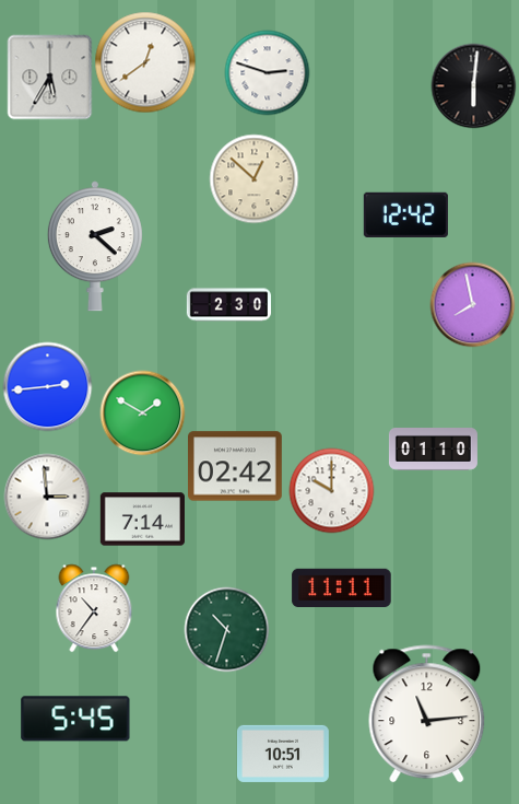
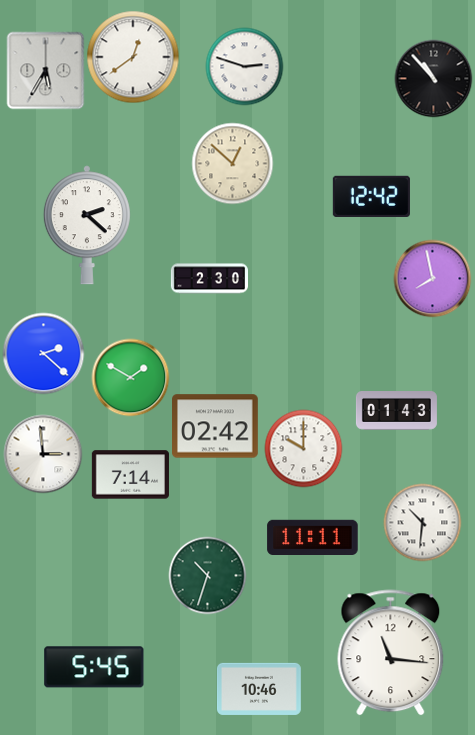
clock at (473, 85): 6:01 -> 10:53
clock at (47, 386): 2:44 -> 2:22
clock at (433, 450): 01:10 -> 01:43
clock at (422, 522): none -> 10:31
clock at (94, 608): 10:36 -> none
clock at (427, 714): 11:14 -> 11:16
clock at (75, 719) position: (75, 719) -> (94, 667)
clock at (283, 754): 10:51 -> 10:46
